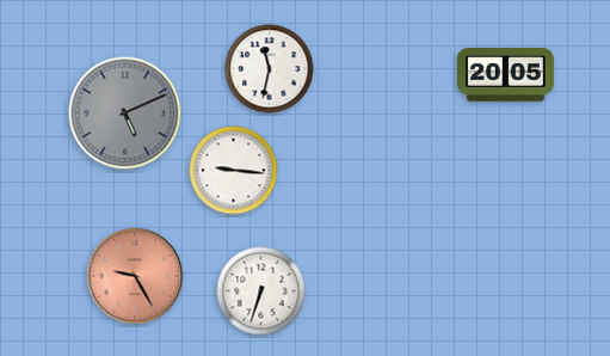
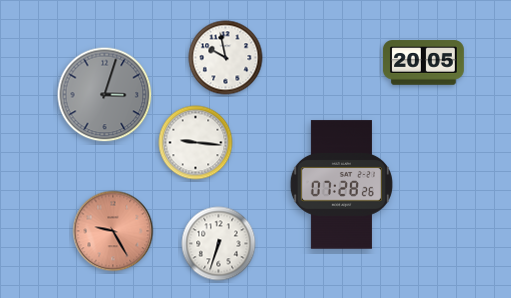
clock at (270, 69): 11:32 -> 9:58
clock at (125, 113): 5:11 -> 3:03
clock at (341, 185): none -> 07:28
